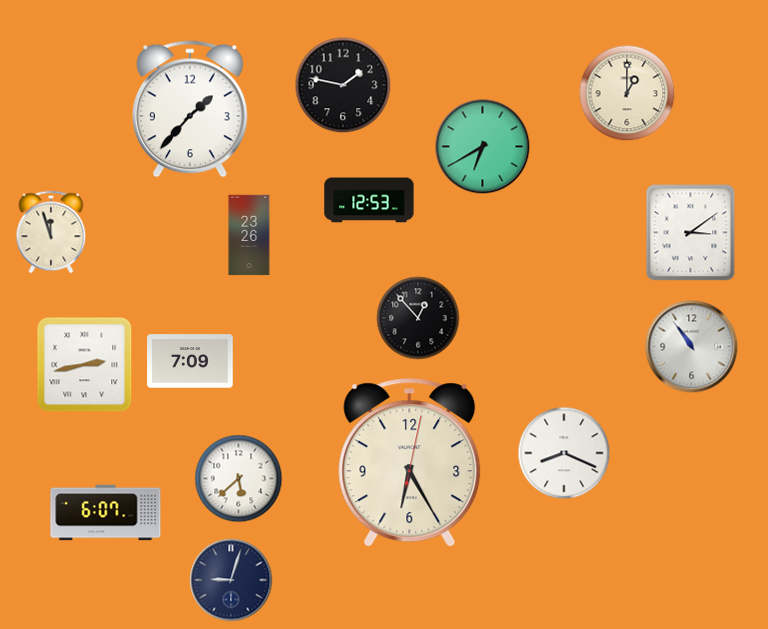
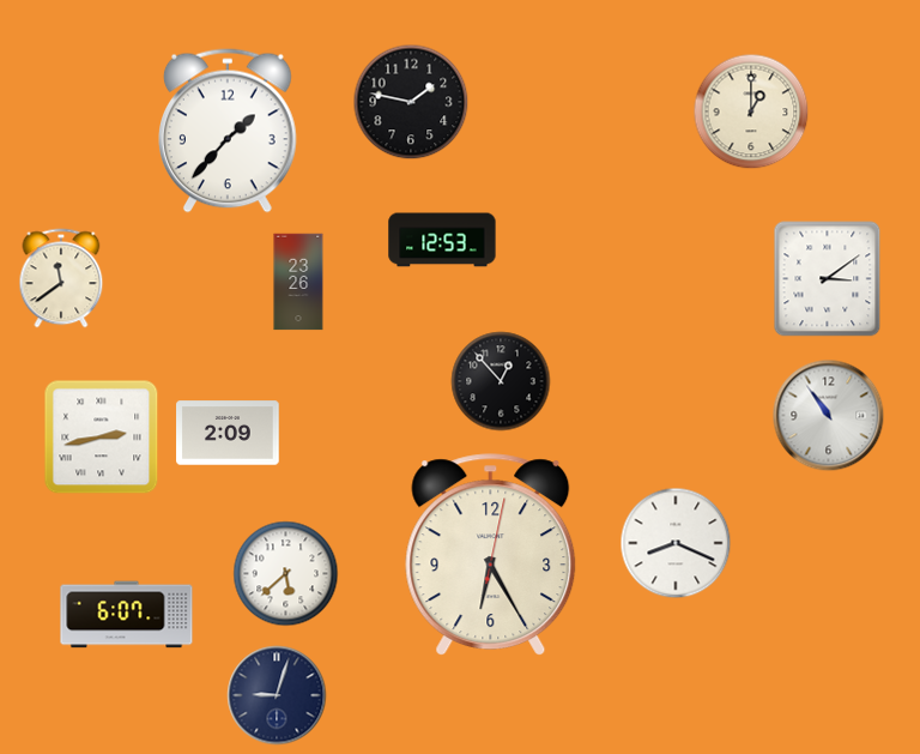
clock at (483, 147): 6:40 -> none
clock at (51, 232): 11:57 -> 11:39
clock at (190, 361): 7:09 -> 2:09
